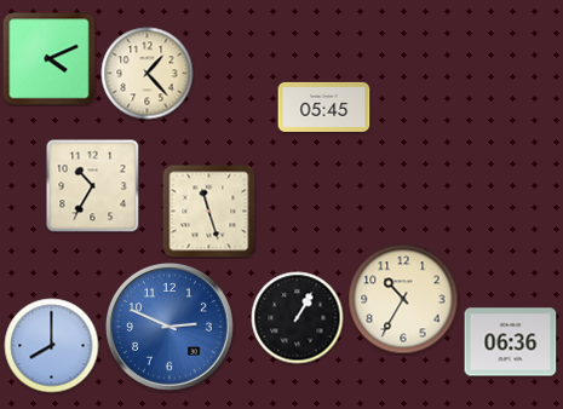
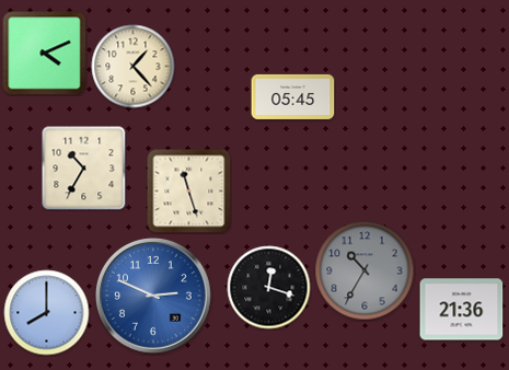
clock at (403, 299) dial: cream -> grey
clock at (298, 318): 1:05 -> 12:18
clock at (511, 342): 06:36 -> 21:36
